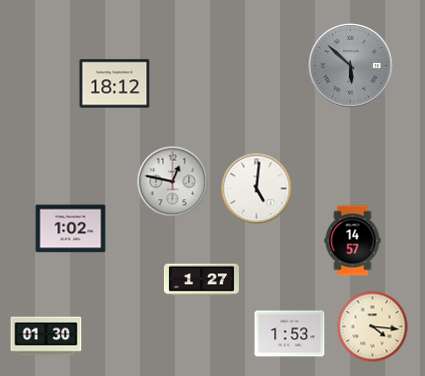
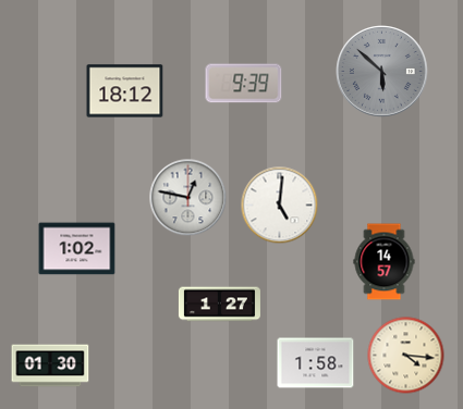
clock at (244, 84): none -> 9:39
clock at (290, 334): 1:53 -> 1:58
